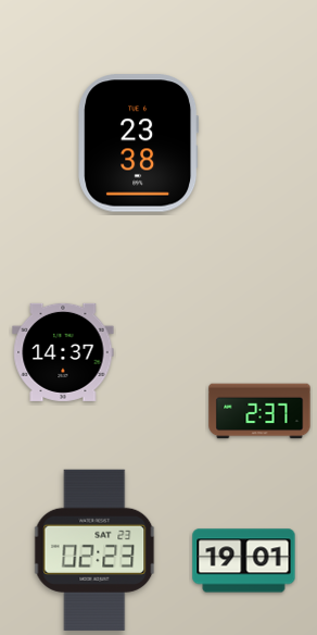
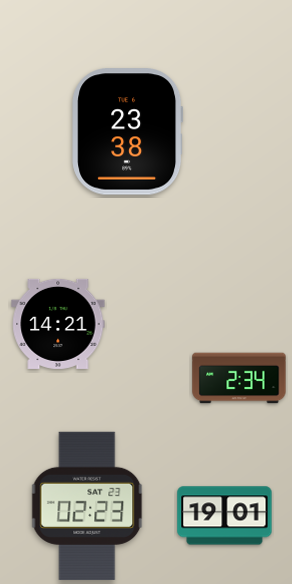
clock at (63, 352): 14:37 -> 14:21
clock at (259, 411): 2:37 -> 2:34
